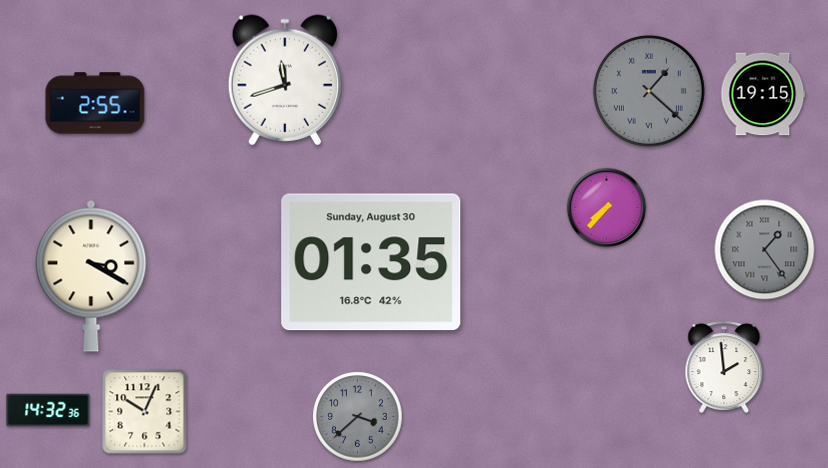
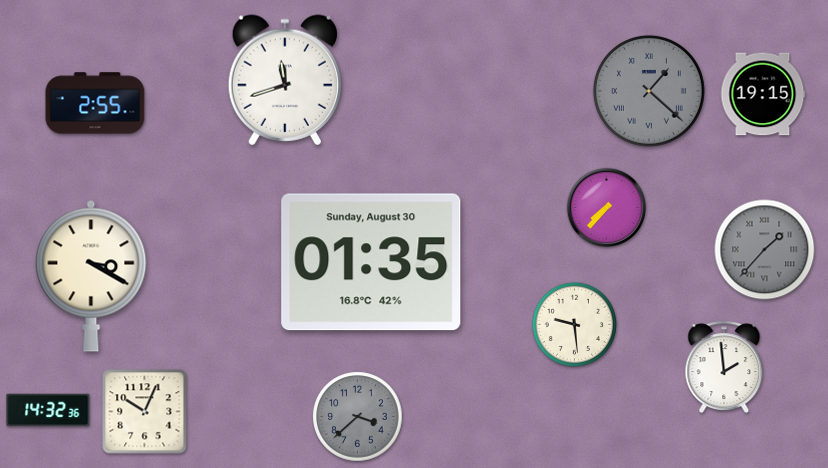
clock at (765, 250): 1:24 -> 1:37
clock at (574, 324): none -> 9:29
